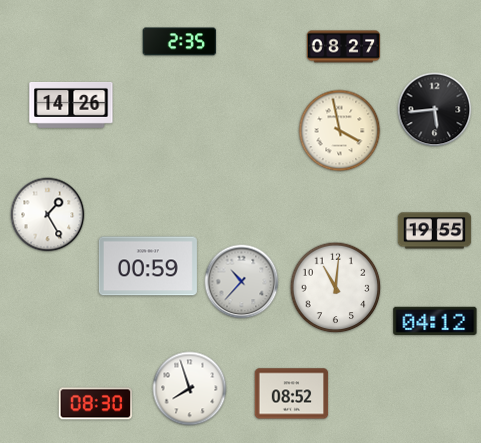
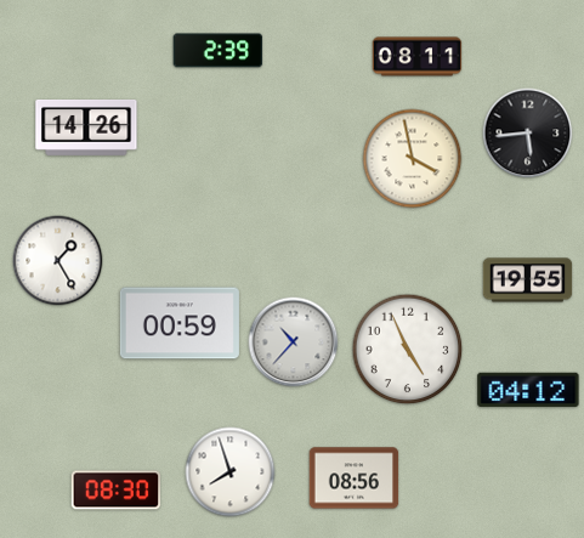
clock at (180, 42): 2:35 -> 2:39
clock at (344, 47): 08:27 -> 08:11
clock at (336, 288): 11:01 -> 4:56
clock at (292, 394): 08:52 -> 08:56
